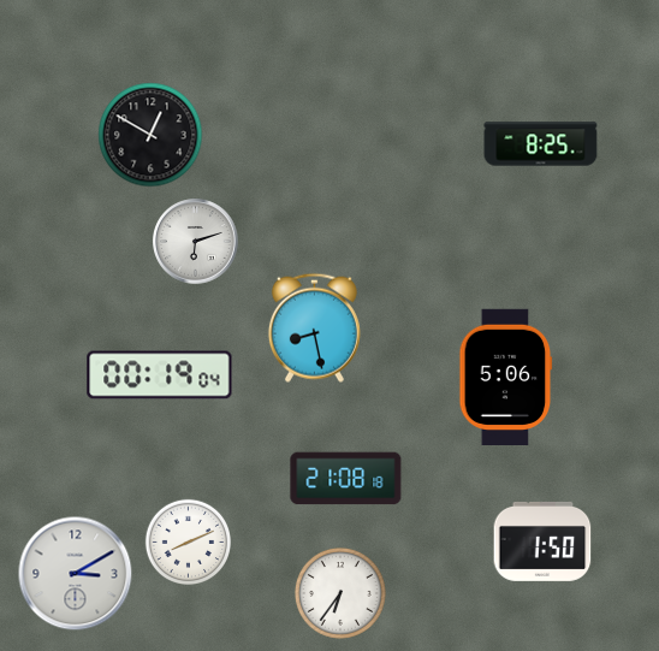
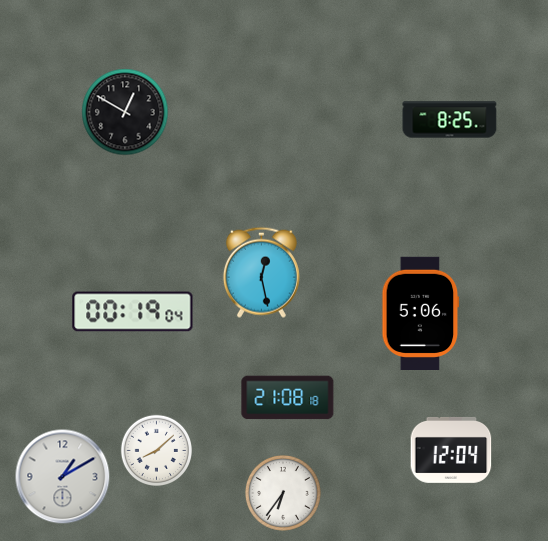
clock at (196, 242): 6:12 -> none
clock at (314, 327): 8:28 -> 12:28
clock at (188, 541): 8:11 -> 8:08
clock at (542, 541): 1:50 -> 12:04
clock at (76, 574): 3:10 -> 1:10
